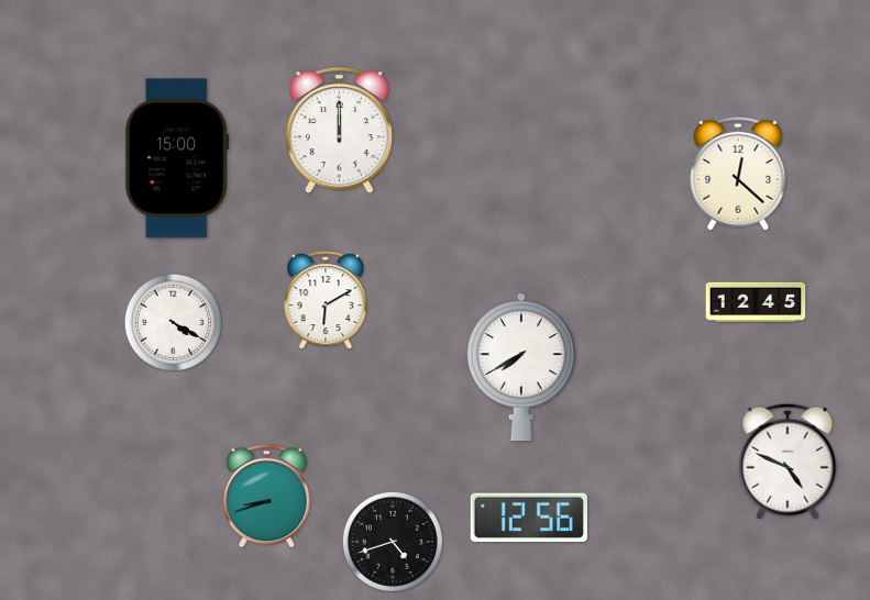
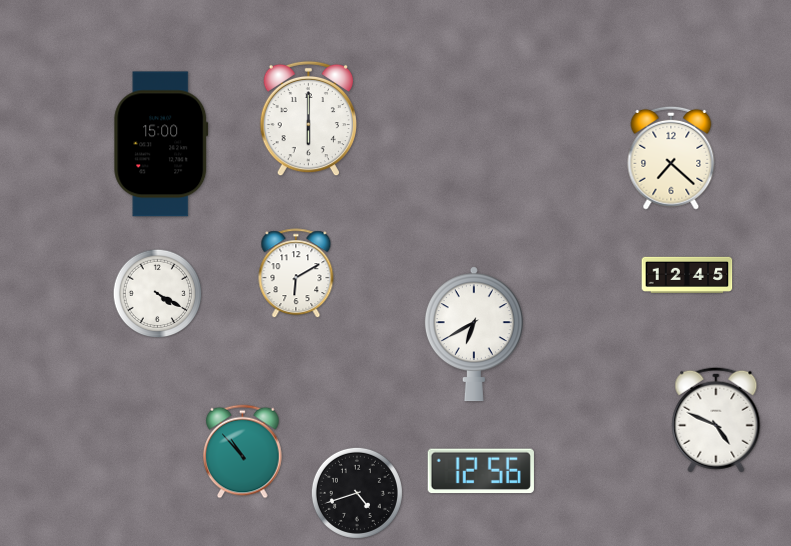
clock at (339, 131): 12:00 -> 6:00
clock at (738, 174): 12:22 -> 7:22
clock at (521, 367): 7:40 -> 6:40
clock at (267, 497): 8:42 -> 10:53
